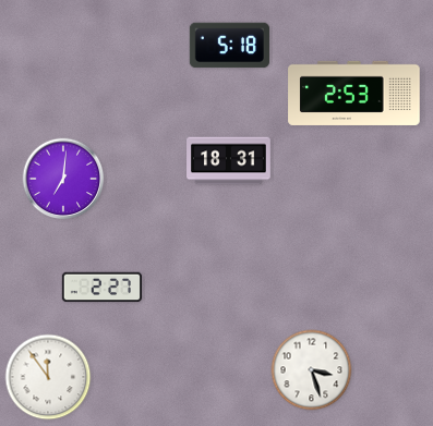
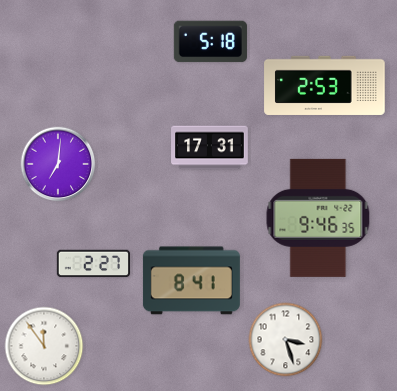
clock at (229, 161): 18:31 -> 17:31
clock at (318, 218): none -> 9:46
clock at (191, 281): none -> 8:41
